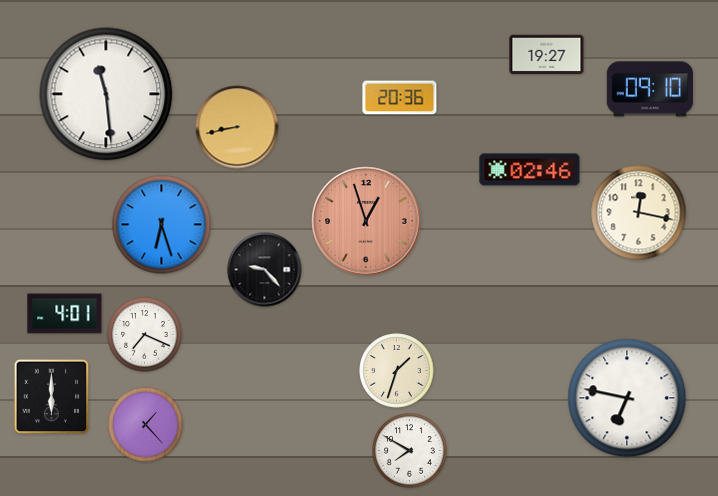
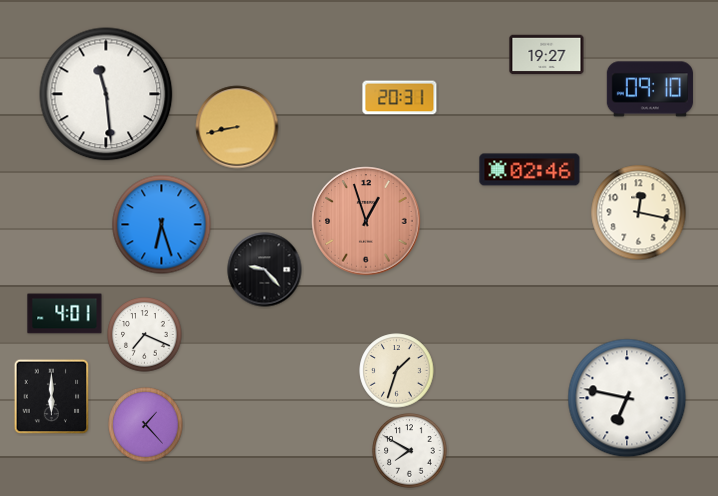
clock at (400, 98): 20:36 -> 20:31
